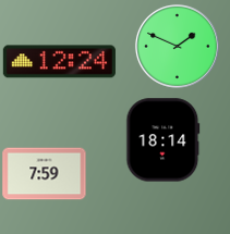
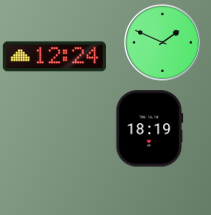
clock at (164, 140): 18:14 -> 18:19
clock at (45, 174): 7:59 -> none
